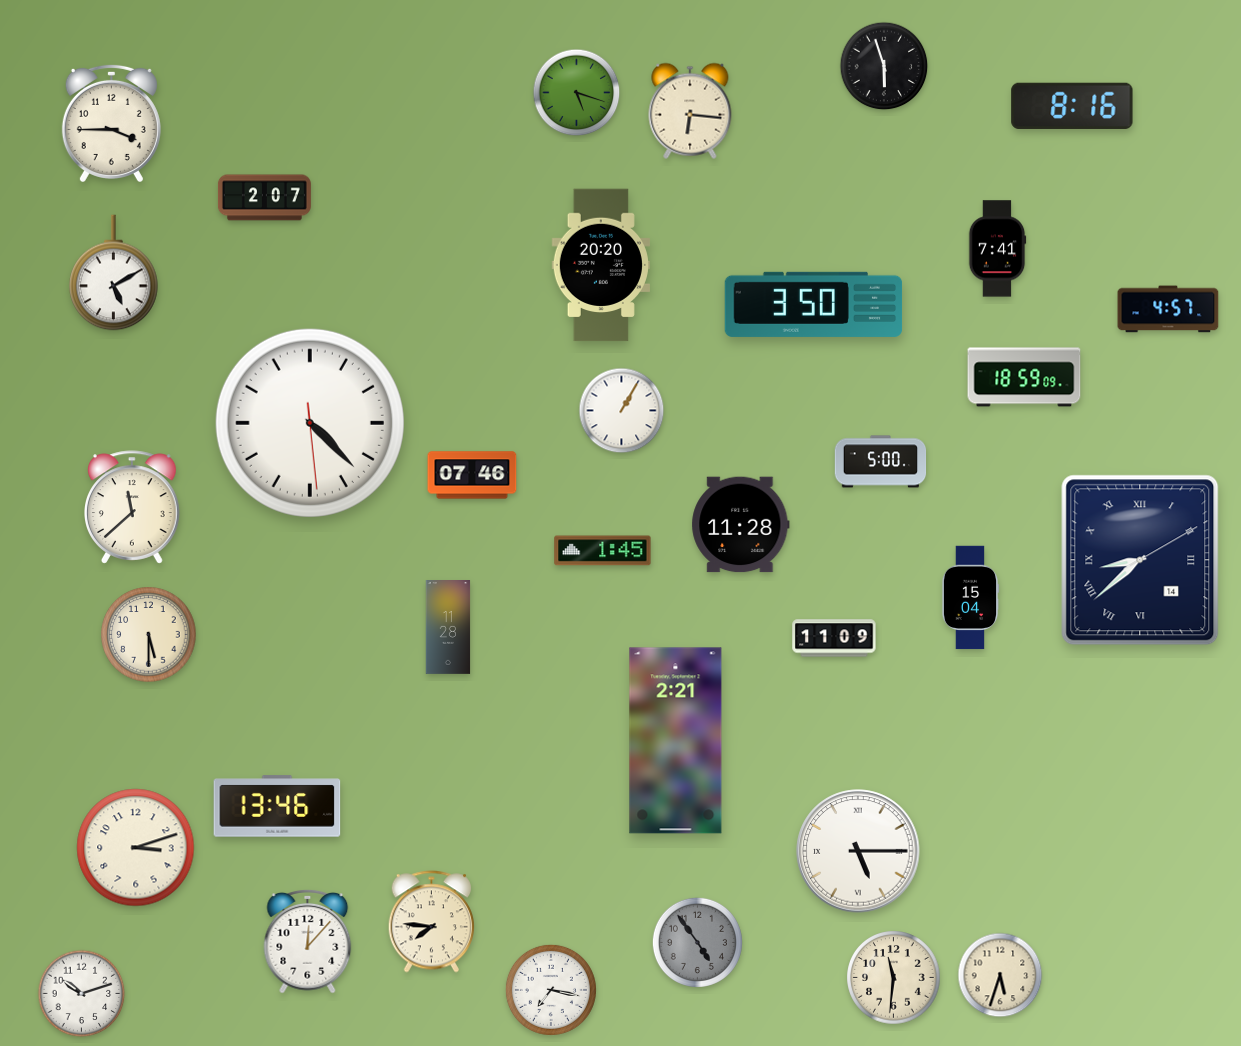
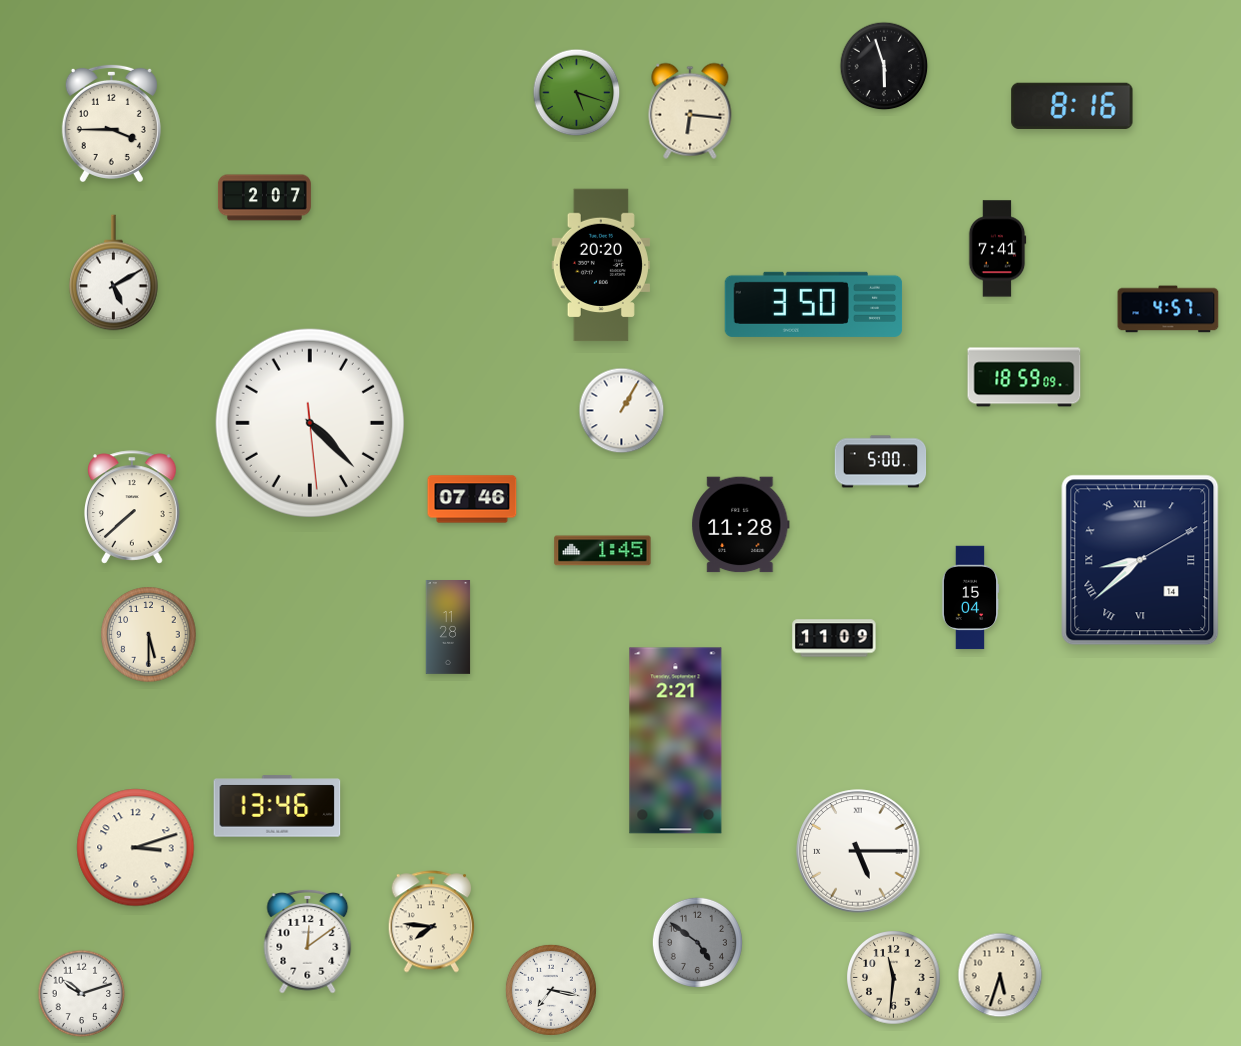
clock at (472, 475) position: (472, 475) -> (472, 499)
clock at (133, 507): 11:38 -> 7:38
clock at (308, 941): 12:07 -> 12:09
clock at (697, 942): 4:54 -> 4:51
